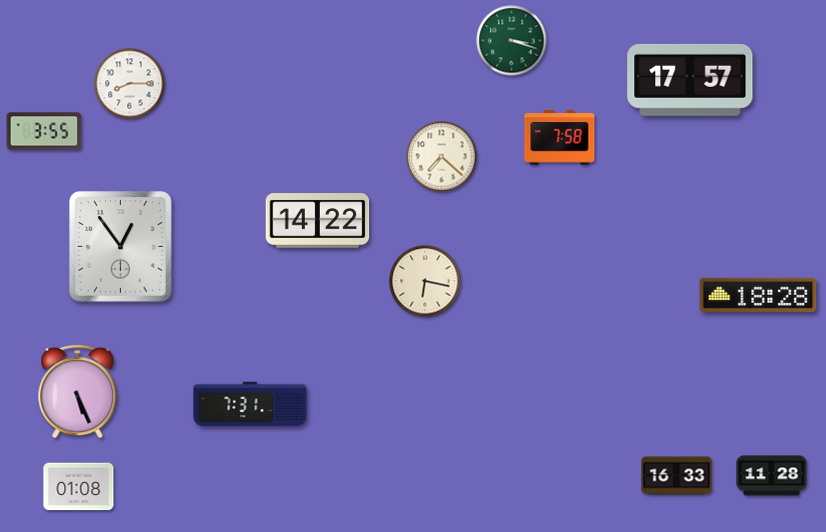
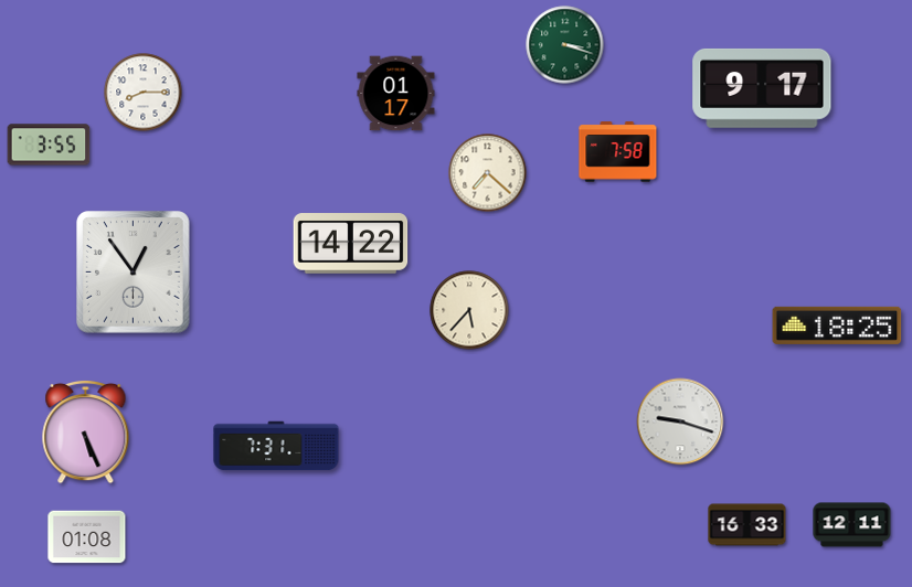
clock at (690, 80): 17:57 -> 9:17
clock at (396, 94): none -> 01:17
clock at (425, 281): 6:17 -> 5:37
clock at (758, 295): 18:28 -> 18:25
clock at (680, 421): none -> 9:18
clock at (772, 476): 11:28 -> 12:11
